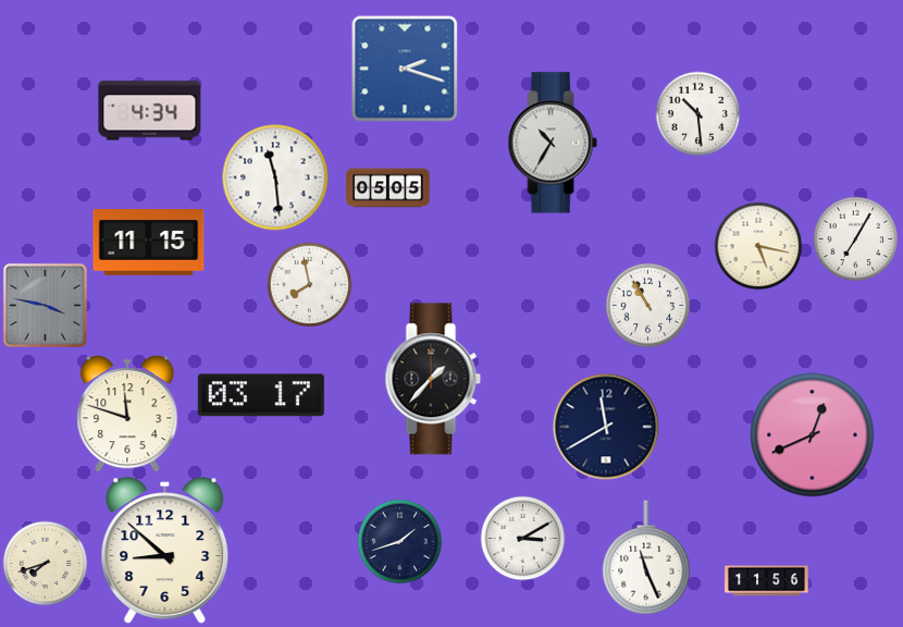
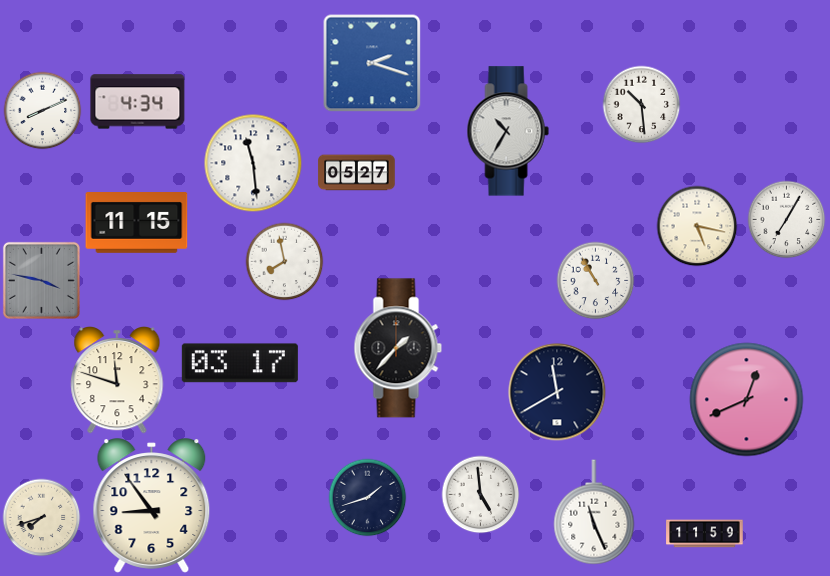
clock at (42, 110): none -> 8:11
clock at (388, 188): 05:05 -> 05:27
clock at (522, 538): 3:10 -> 4:59
clock at (165, 551): 8:52 -> 8:54
clock at (767, 581): 11:56 -> 11:59
